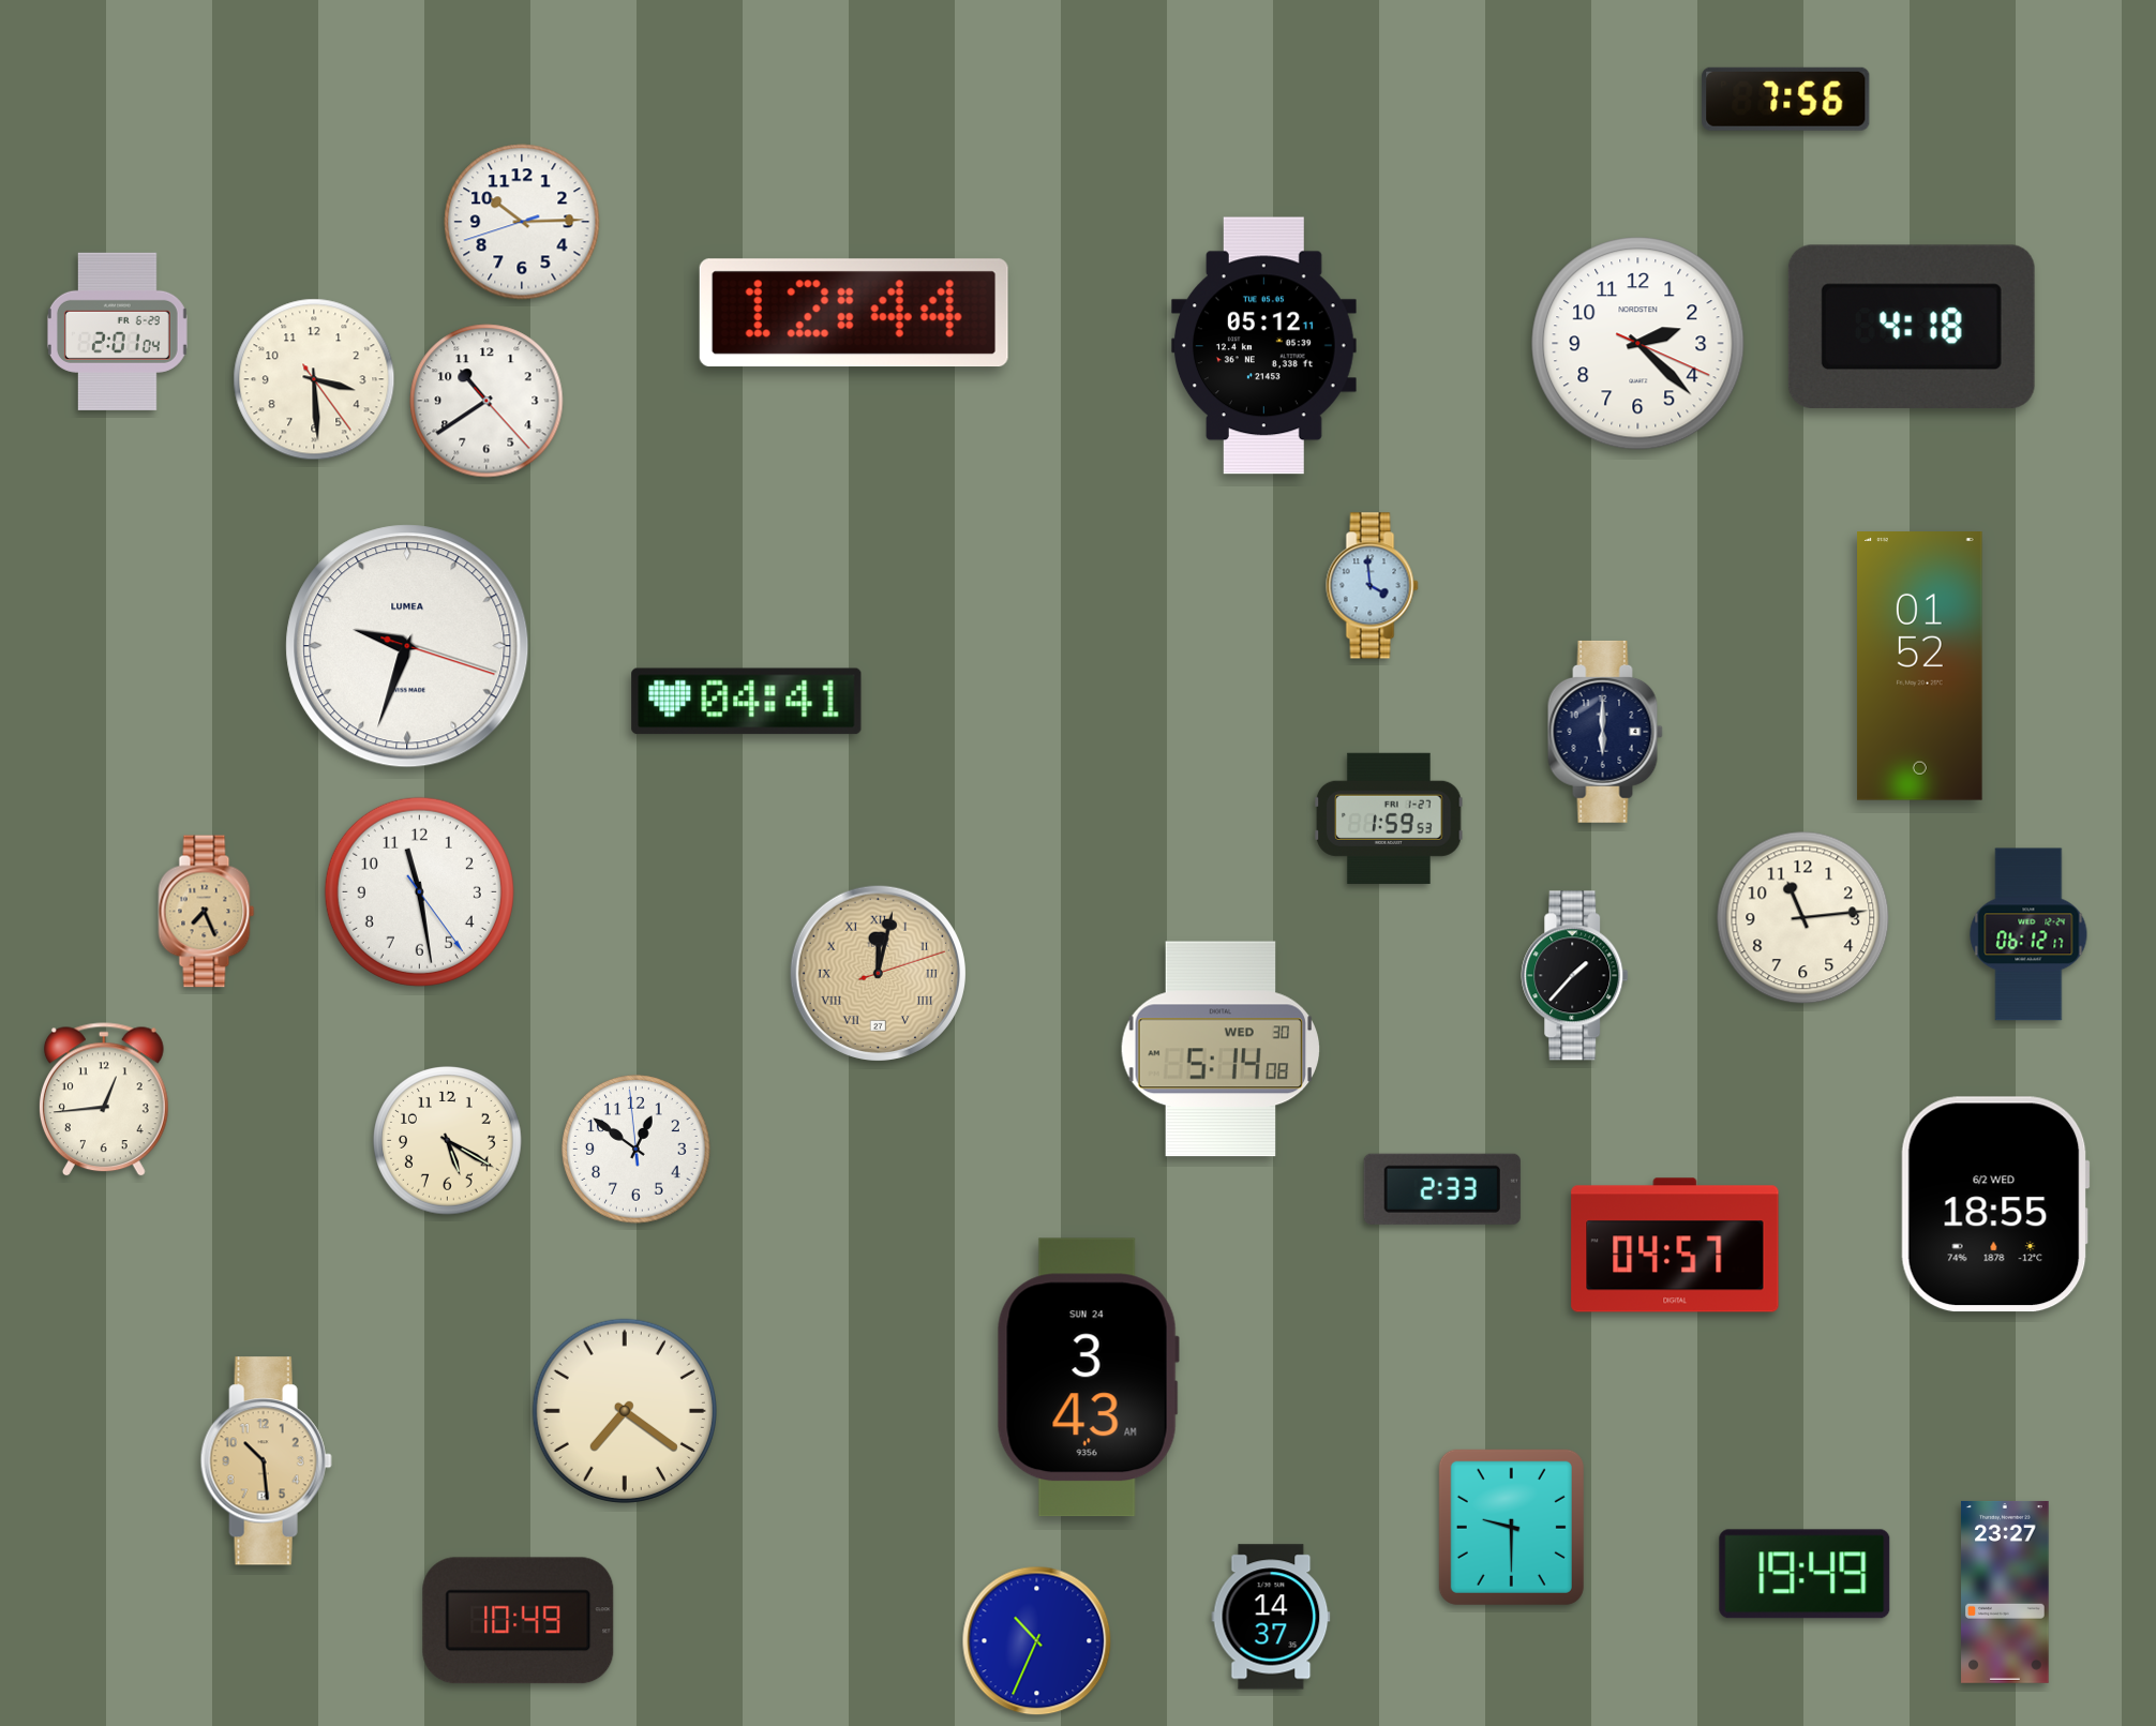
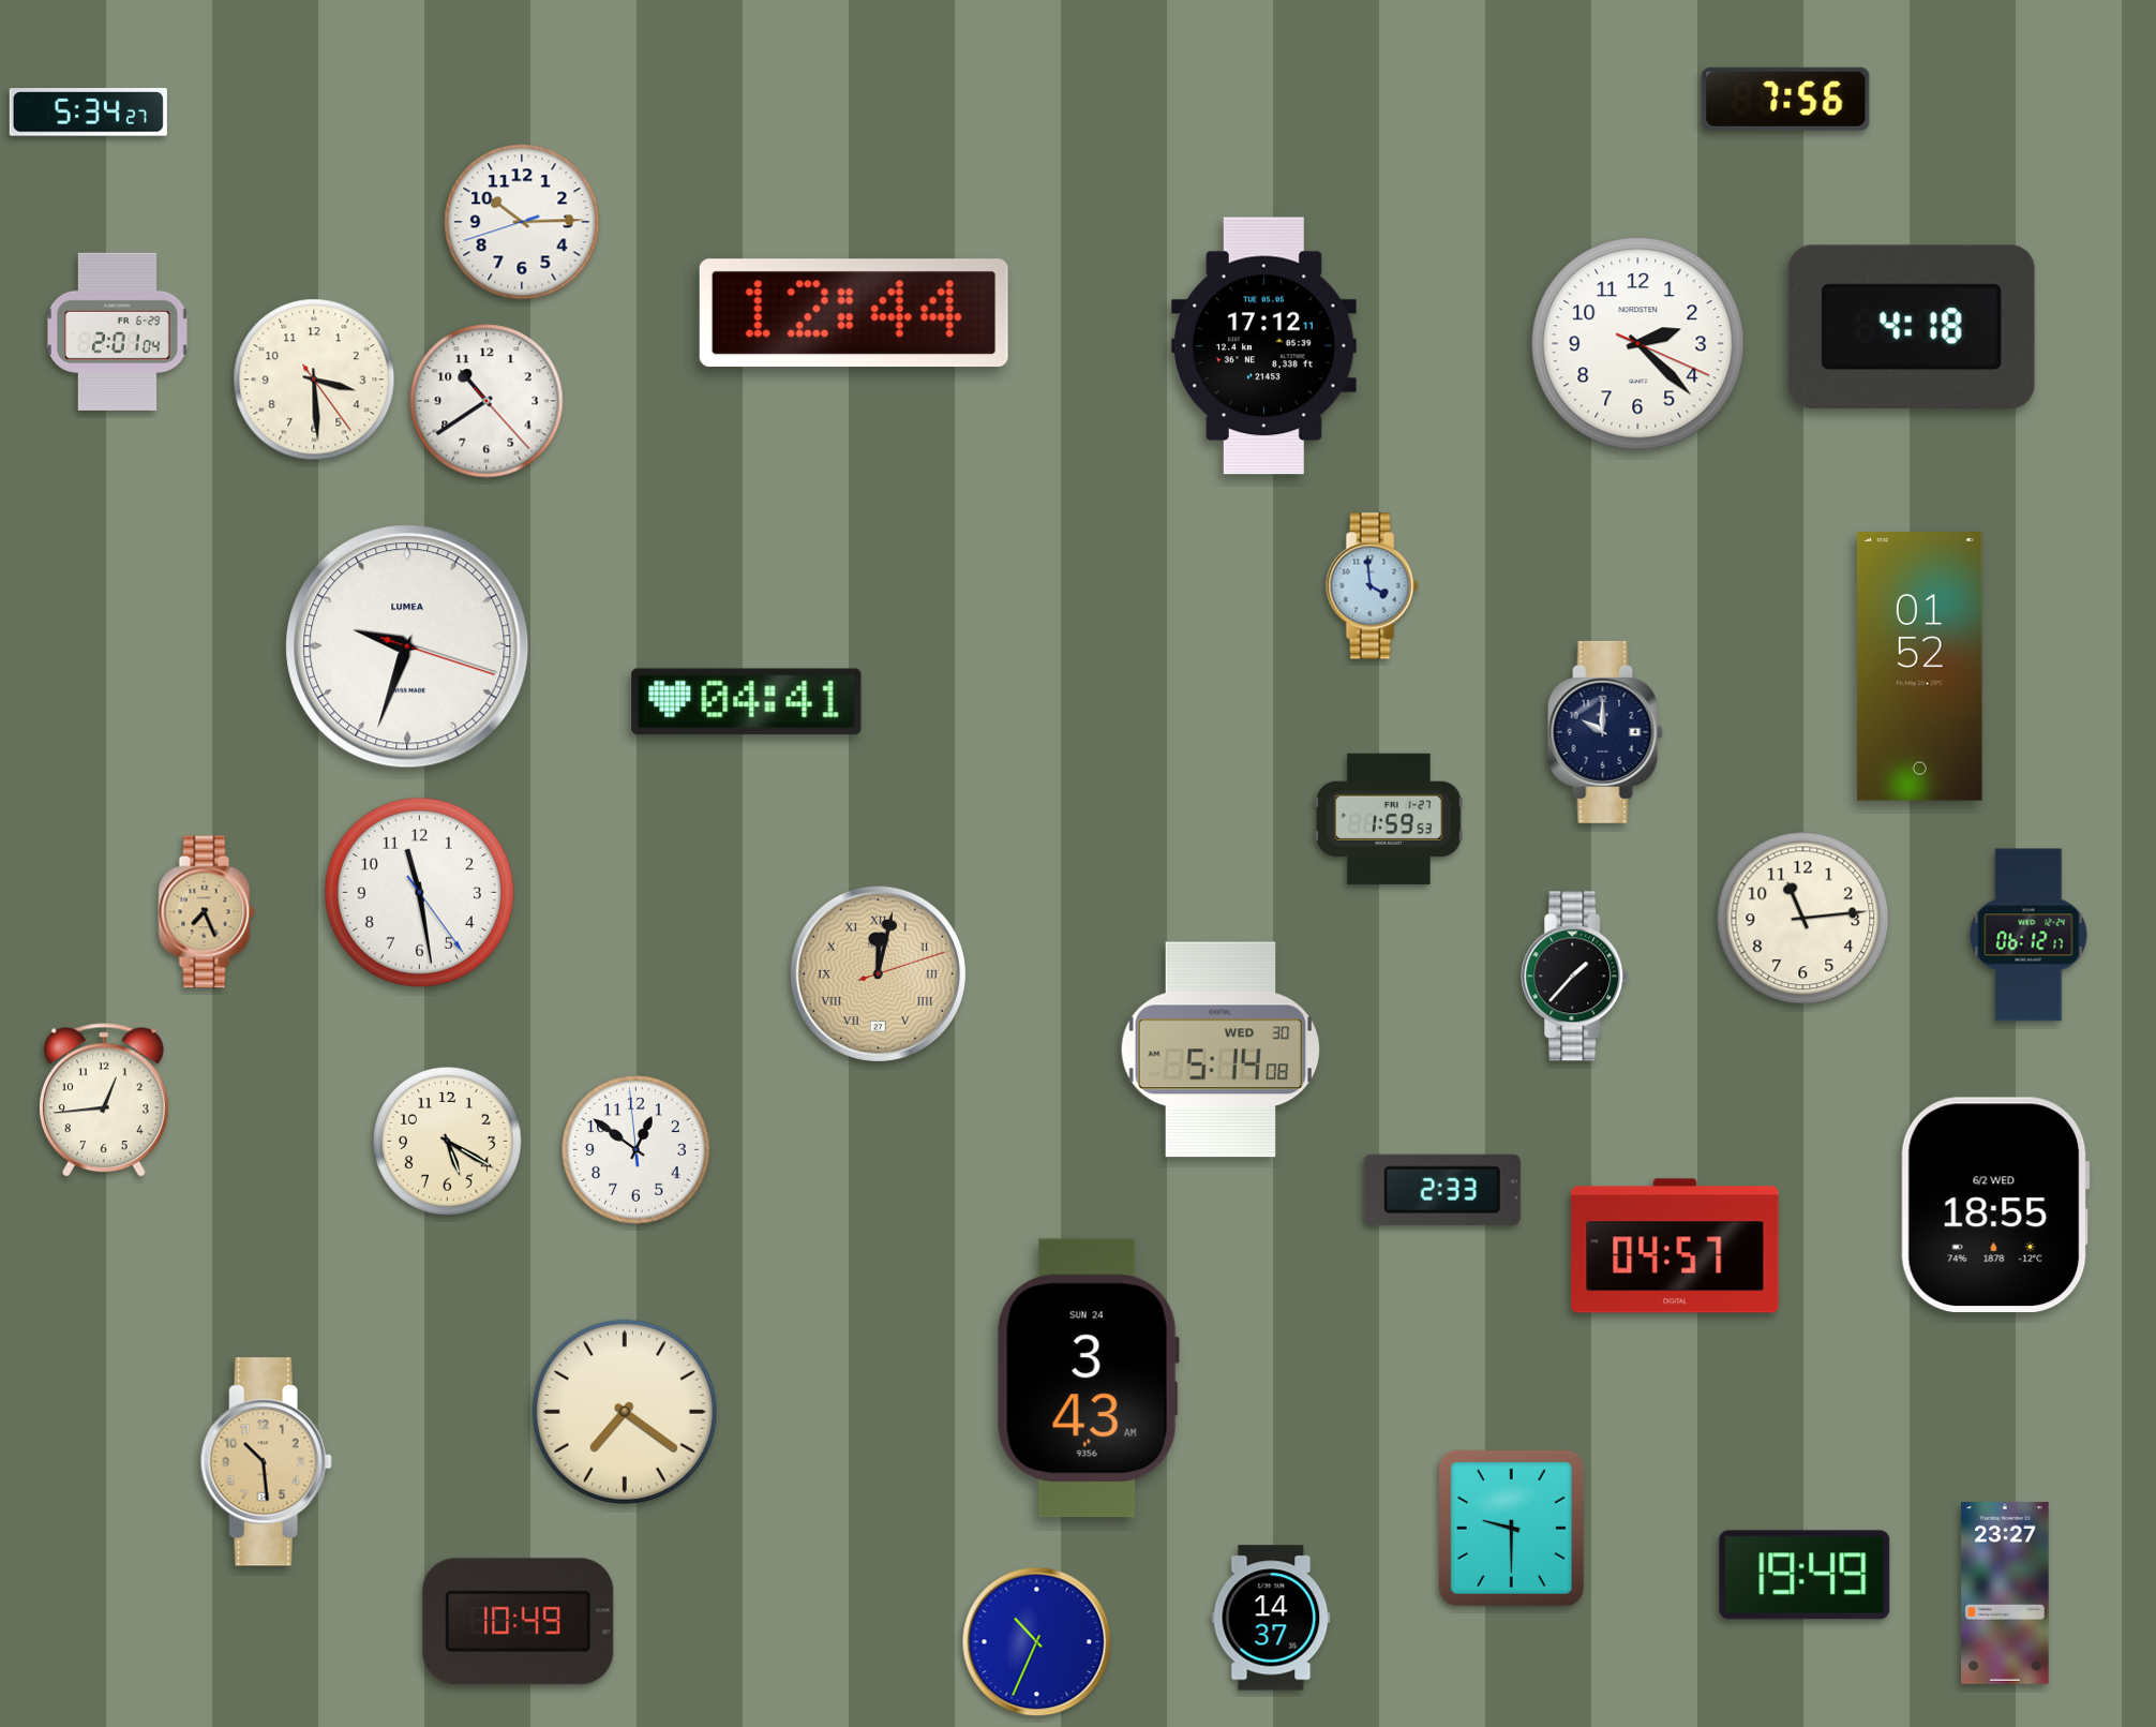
clock at (88, 113): none -> 5:34
clock at (1263, 346): 05:12 -> 17:12
clock at (1605, 732): 6:00 -> 10:00
